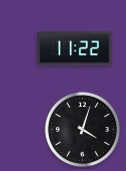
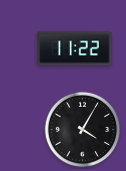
clock at (83, 130): 4:03 -> 4:05
